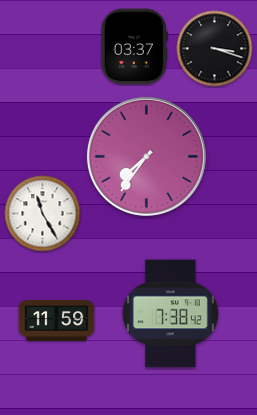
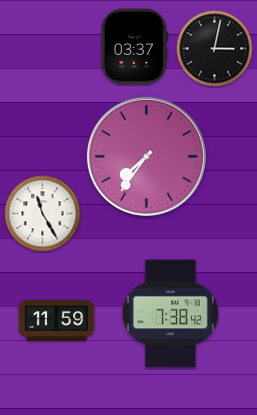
clock at (215, 49): 3:18 -> 3:02
